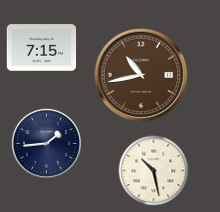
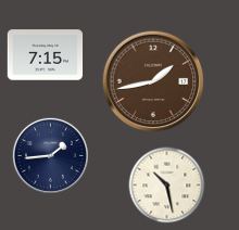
clock at (42, 48) position: (42, 48) -> (46, 55)
clock at (141, 75): 10:43 -> 1:43
